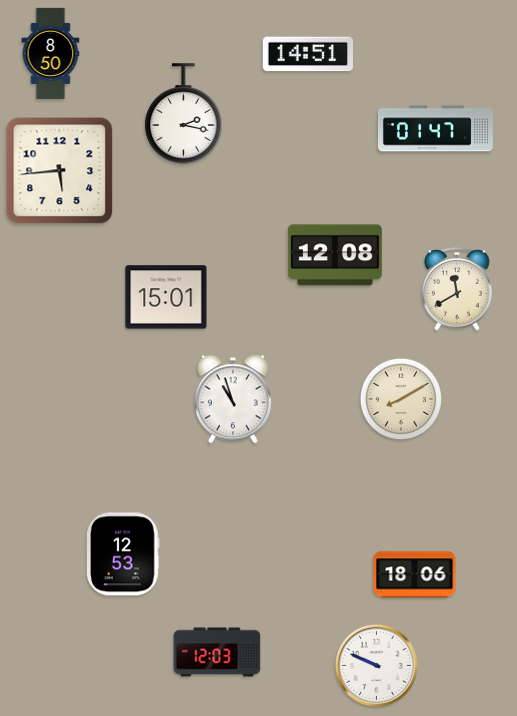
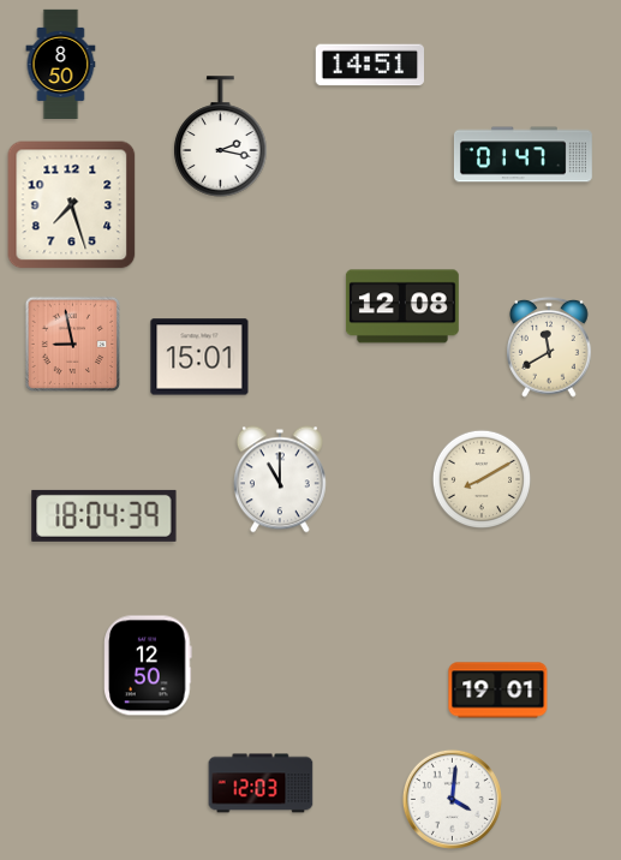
clock at (60, 171): 5:44 -> 7:27
clock at (73, 345): none -> 8:58
clock at (233, 399): 10:57 -> 11:00
clock at (105, 515): none -> 18:04
clock at (123, 554): 12:53 -> 12:50
clock at (415, 575): 18:06 -> 19:01
clock at (376, 665): 9:49 -> 4:01
